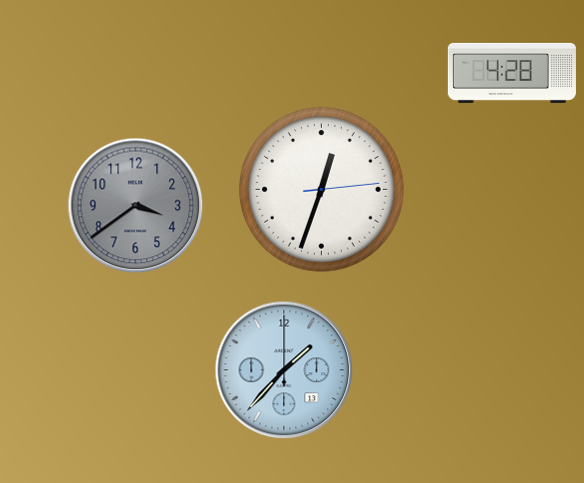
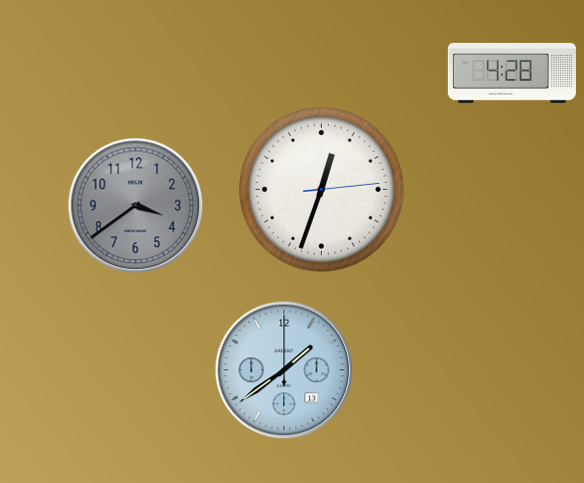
clock at (284, 370): 1:37 -> 1:39
